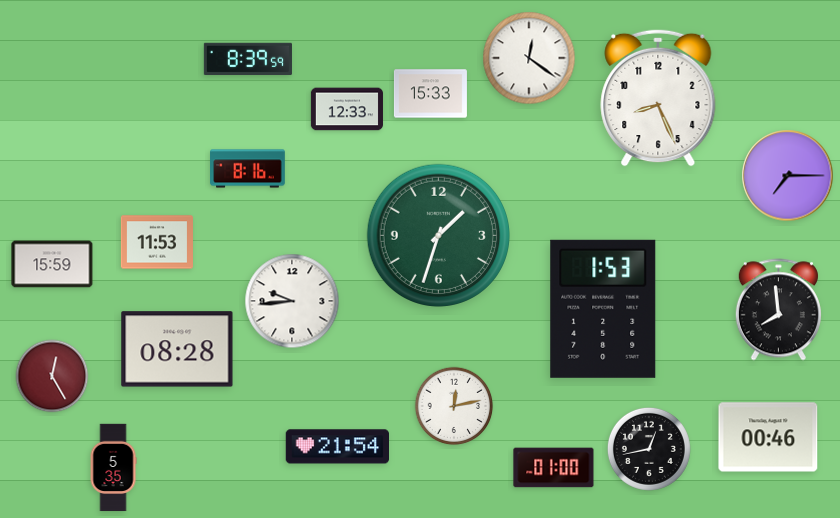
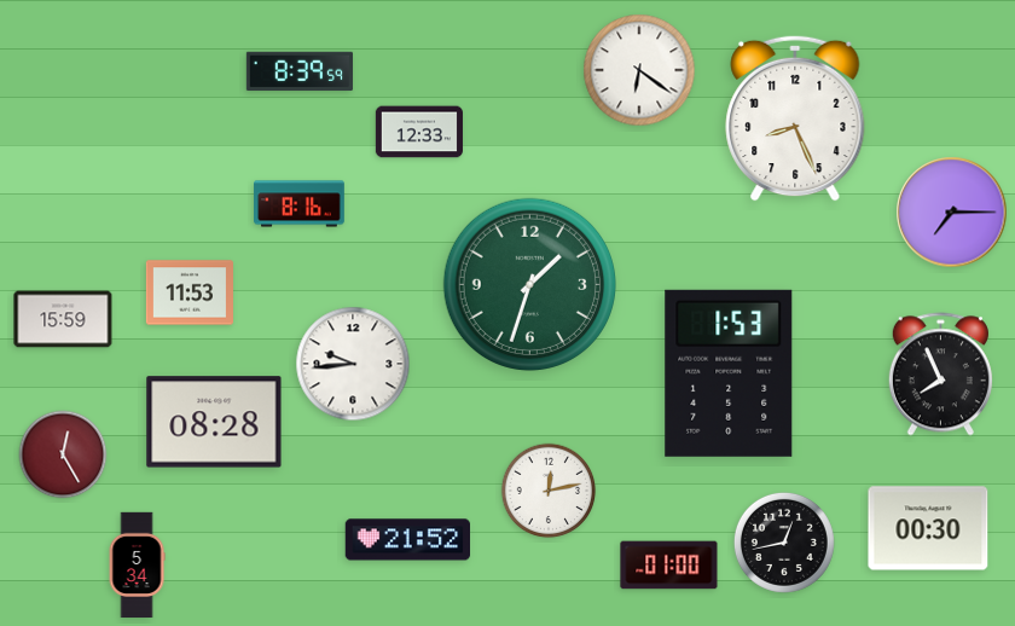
clock at (529, 58): 12:21 -> 6:21
clock at (430, 94): 15:33 -> none
clock at (778, 310): 7:59 -> 7:56
clock at (768, 437): 00:46 -> 00:30
clock at (337, 447): 21:54 -> 21:52
clock at (113, 468): 5:35 -> 5:34
